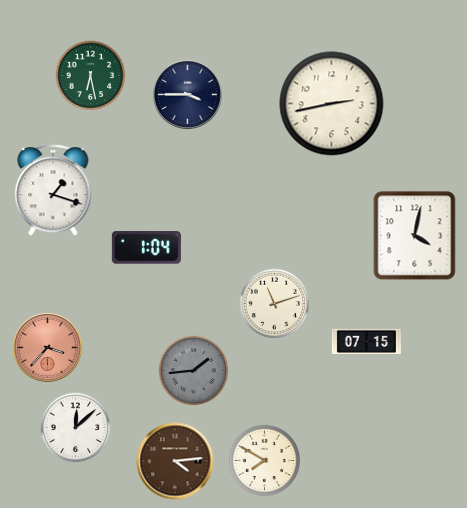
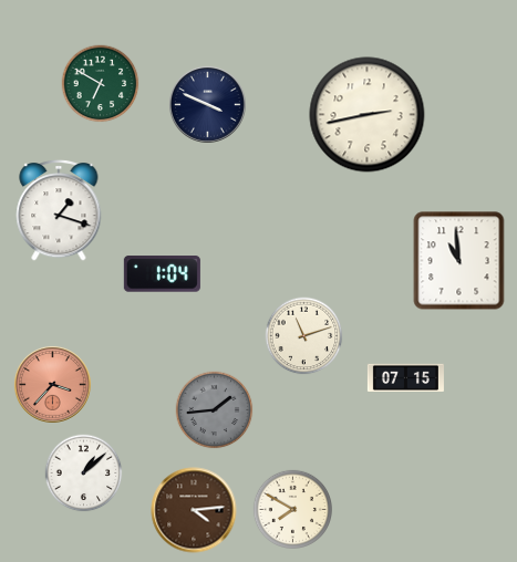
clock at (91, 76): 6:28 -> 6:50
clock at (187, 94): 3:45 -> 3:49
clock at (415, 236): 4:02 -> 10:59
clock at (76, 428): 12:08 -> 1:08
